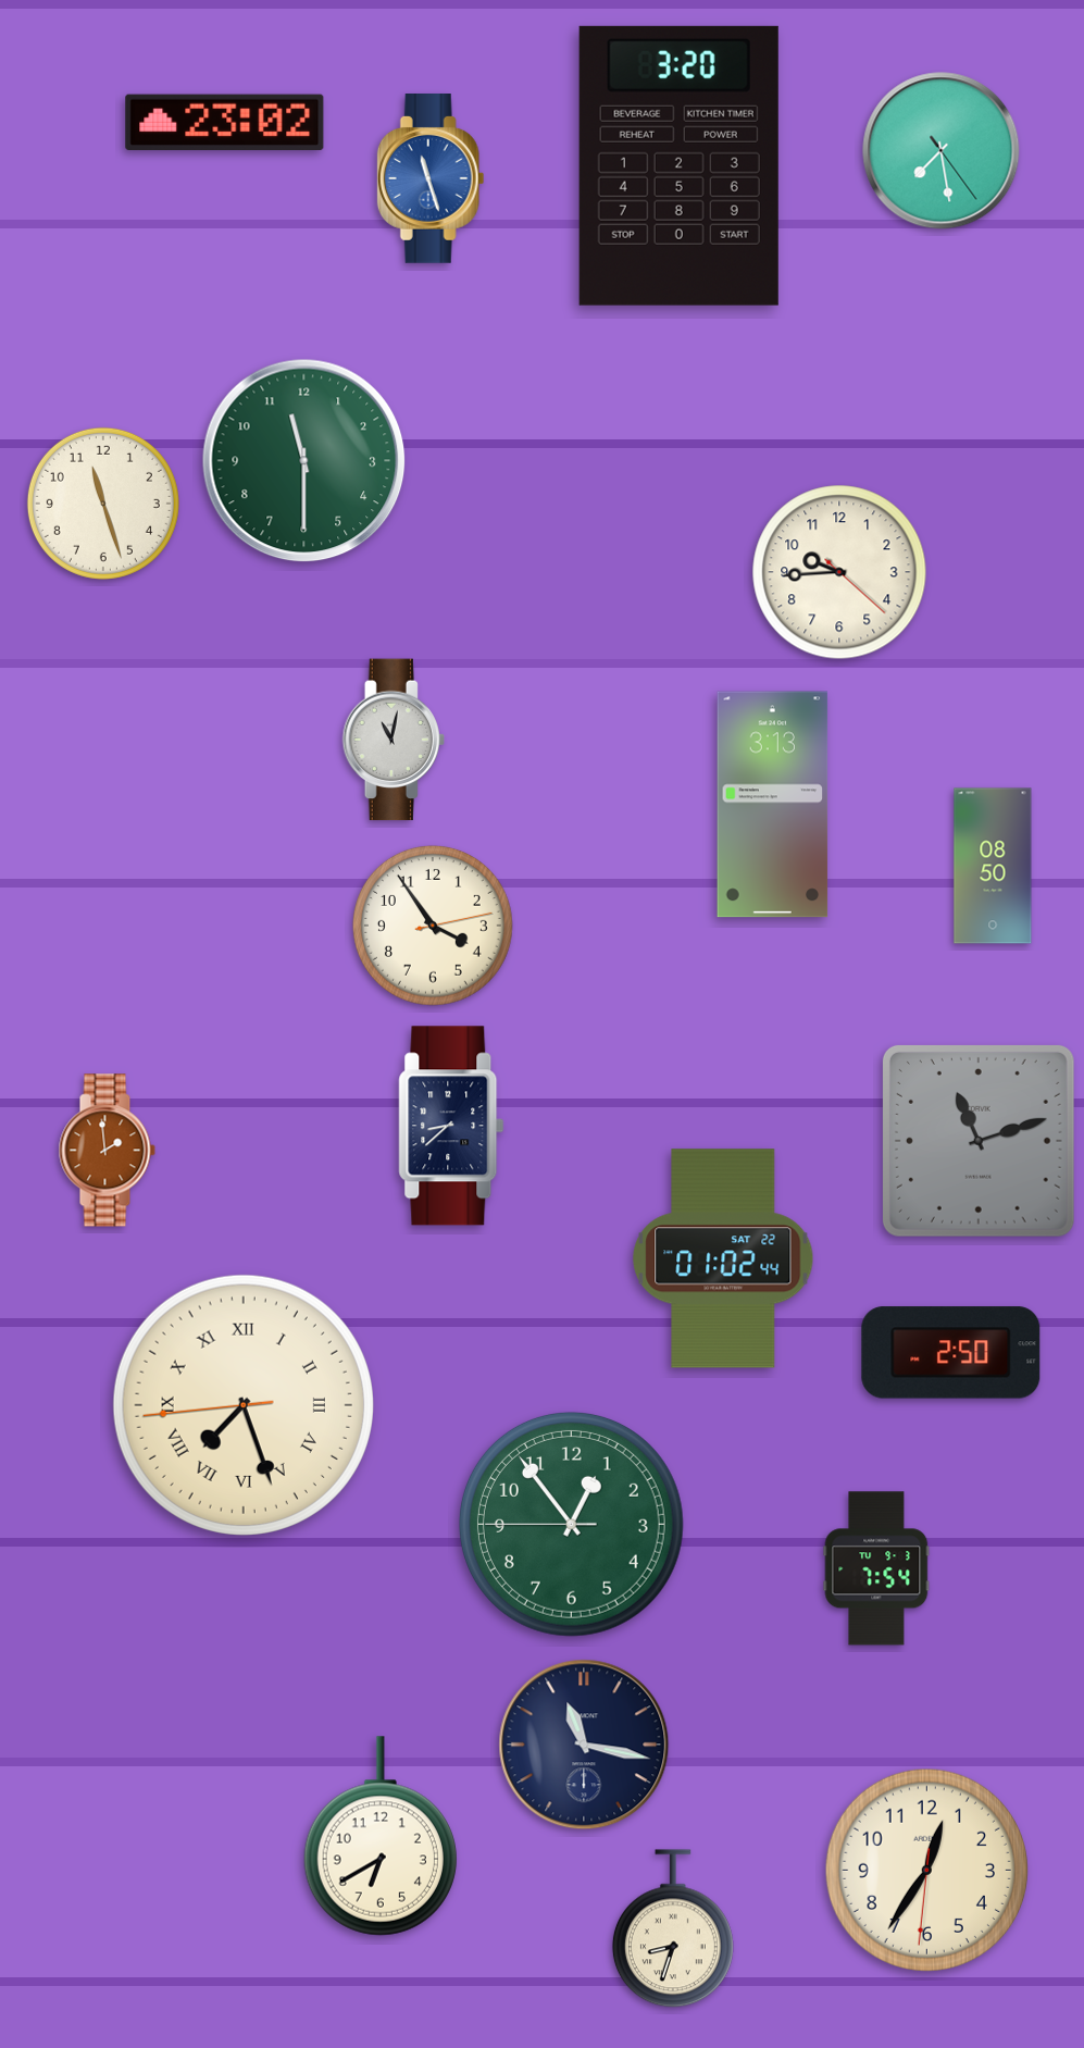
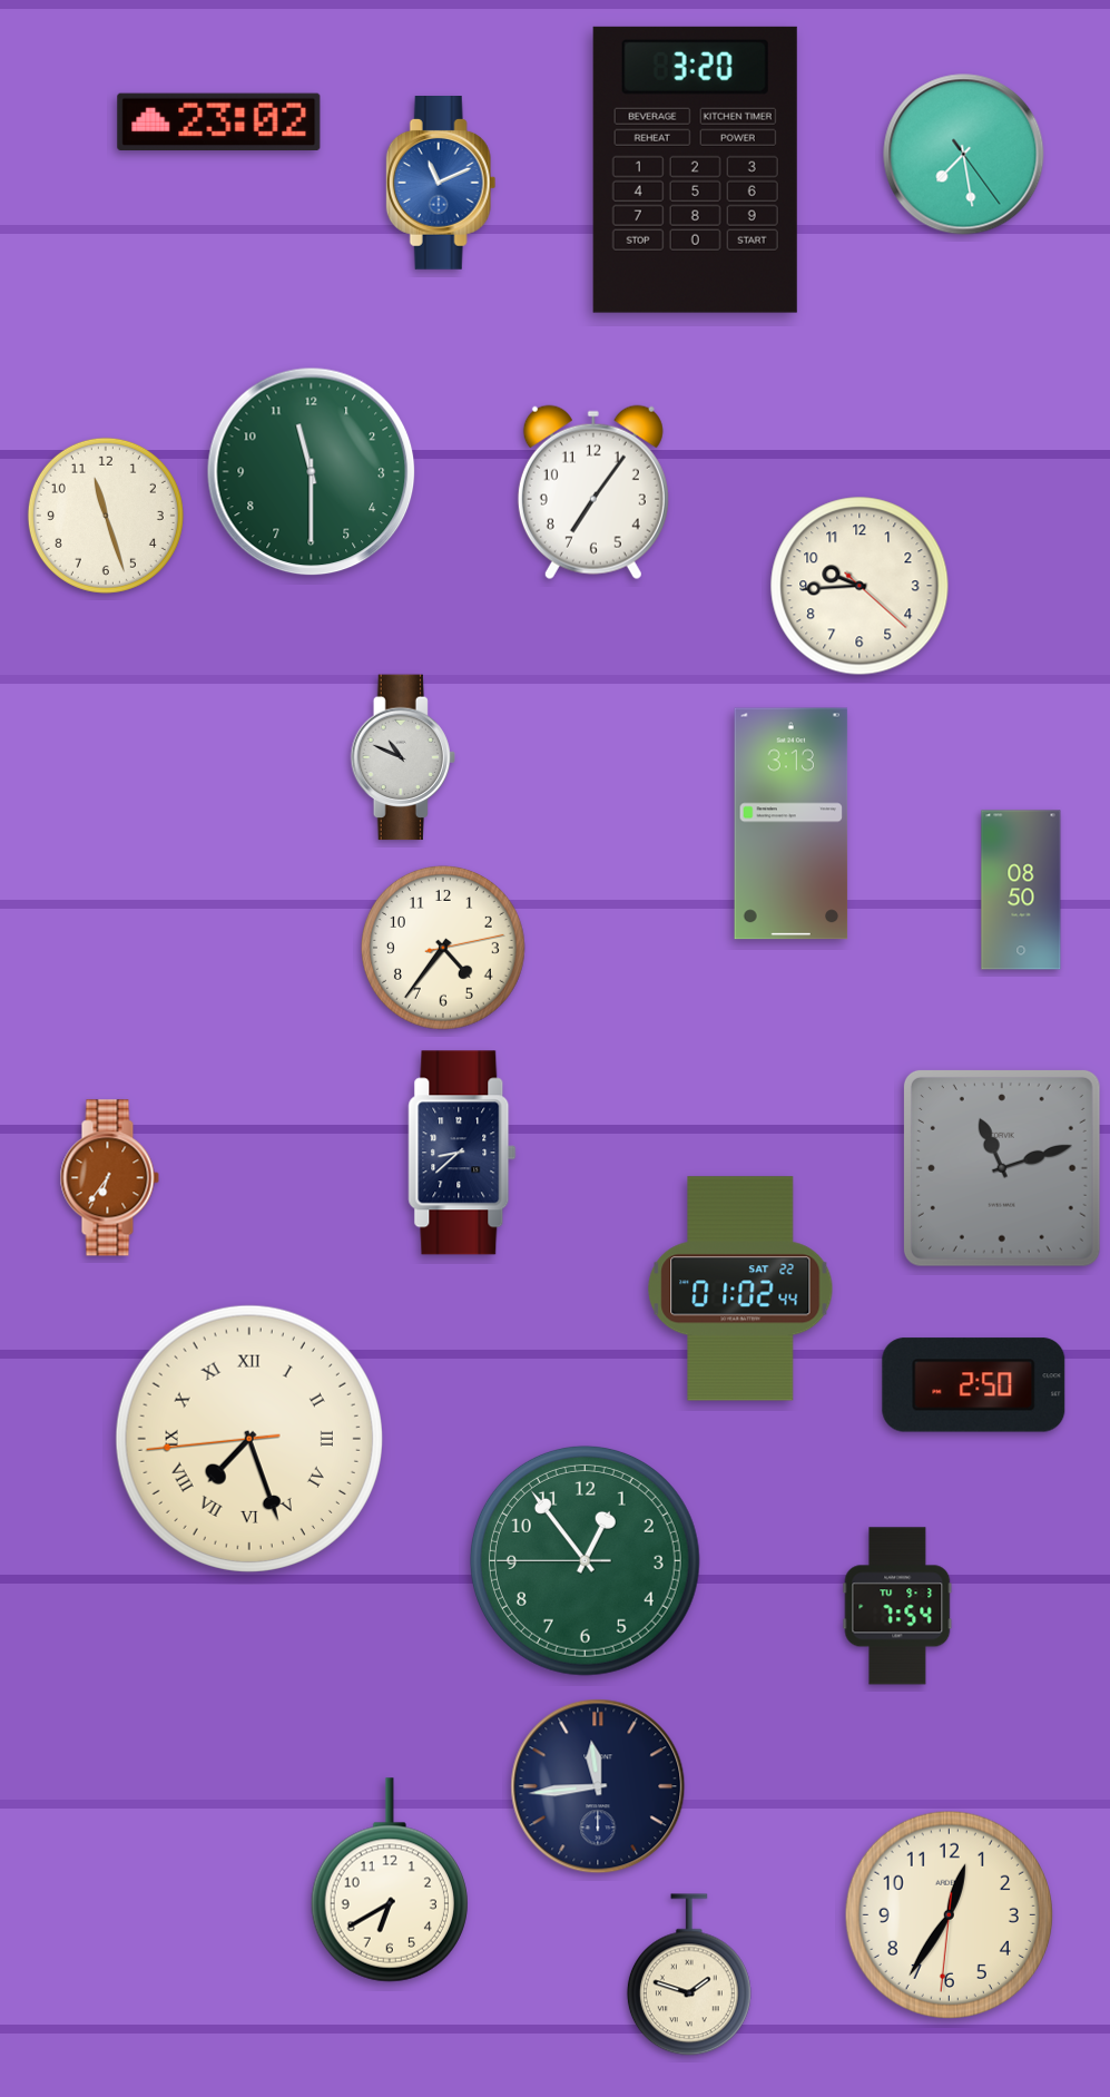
clock at (225, 123) position: (225, 123) -> (219, 123)
clock at (431, 179): 11:27 -> 11:11
clock at (593, 492): none -> 7:06
clock at (394, 740): 11:02 -> 10:49
clock at (993, 866) position: (993, 866) -> (1021, 890)
clock at (433, 926): 3:54 -> 4:36
clock at (107, 1151): 1:59 -> 6:36
clock at (584, 1745): 11:17 -> 11:44
clock at (673, 1928): 8:33 -> 1:48
